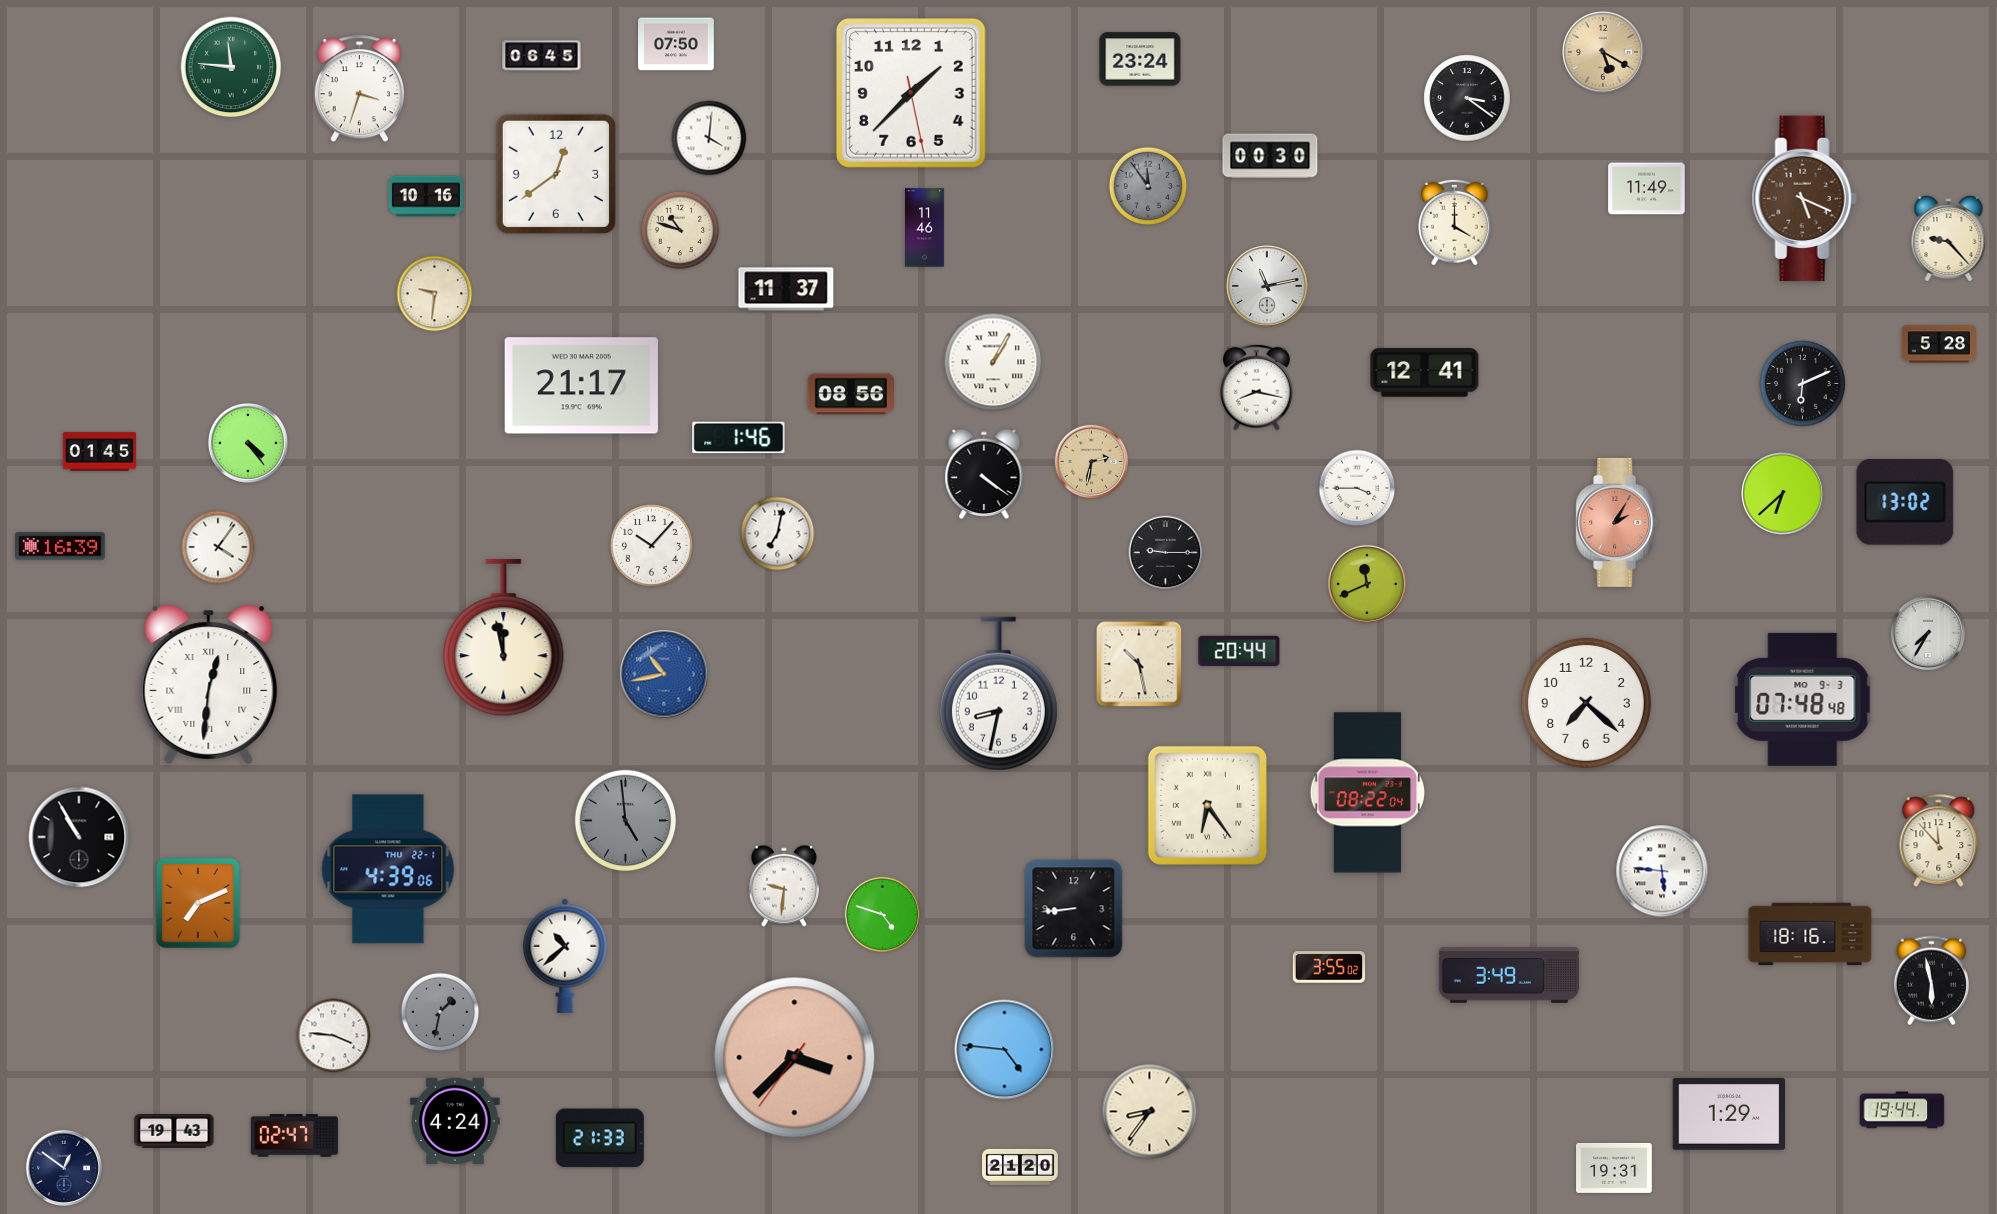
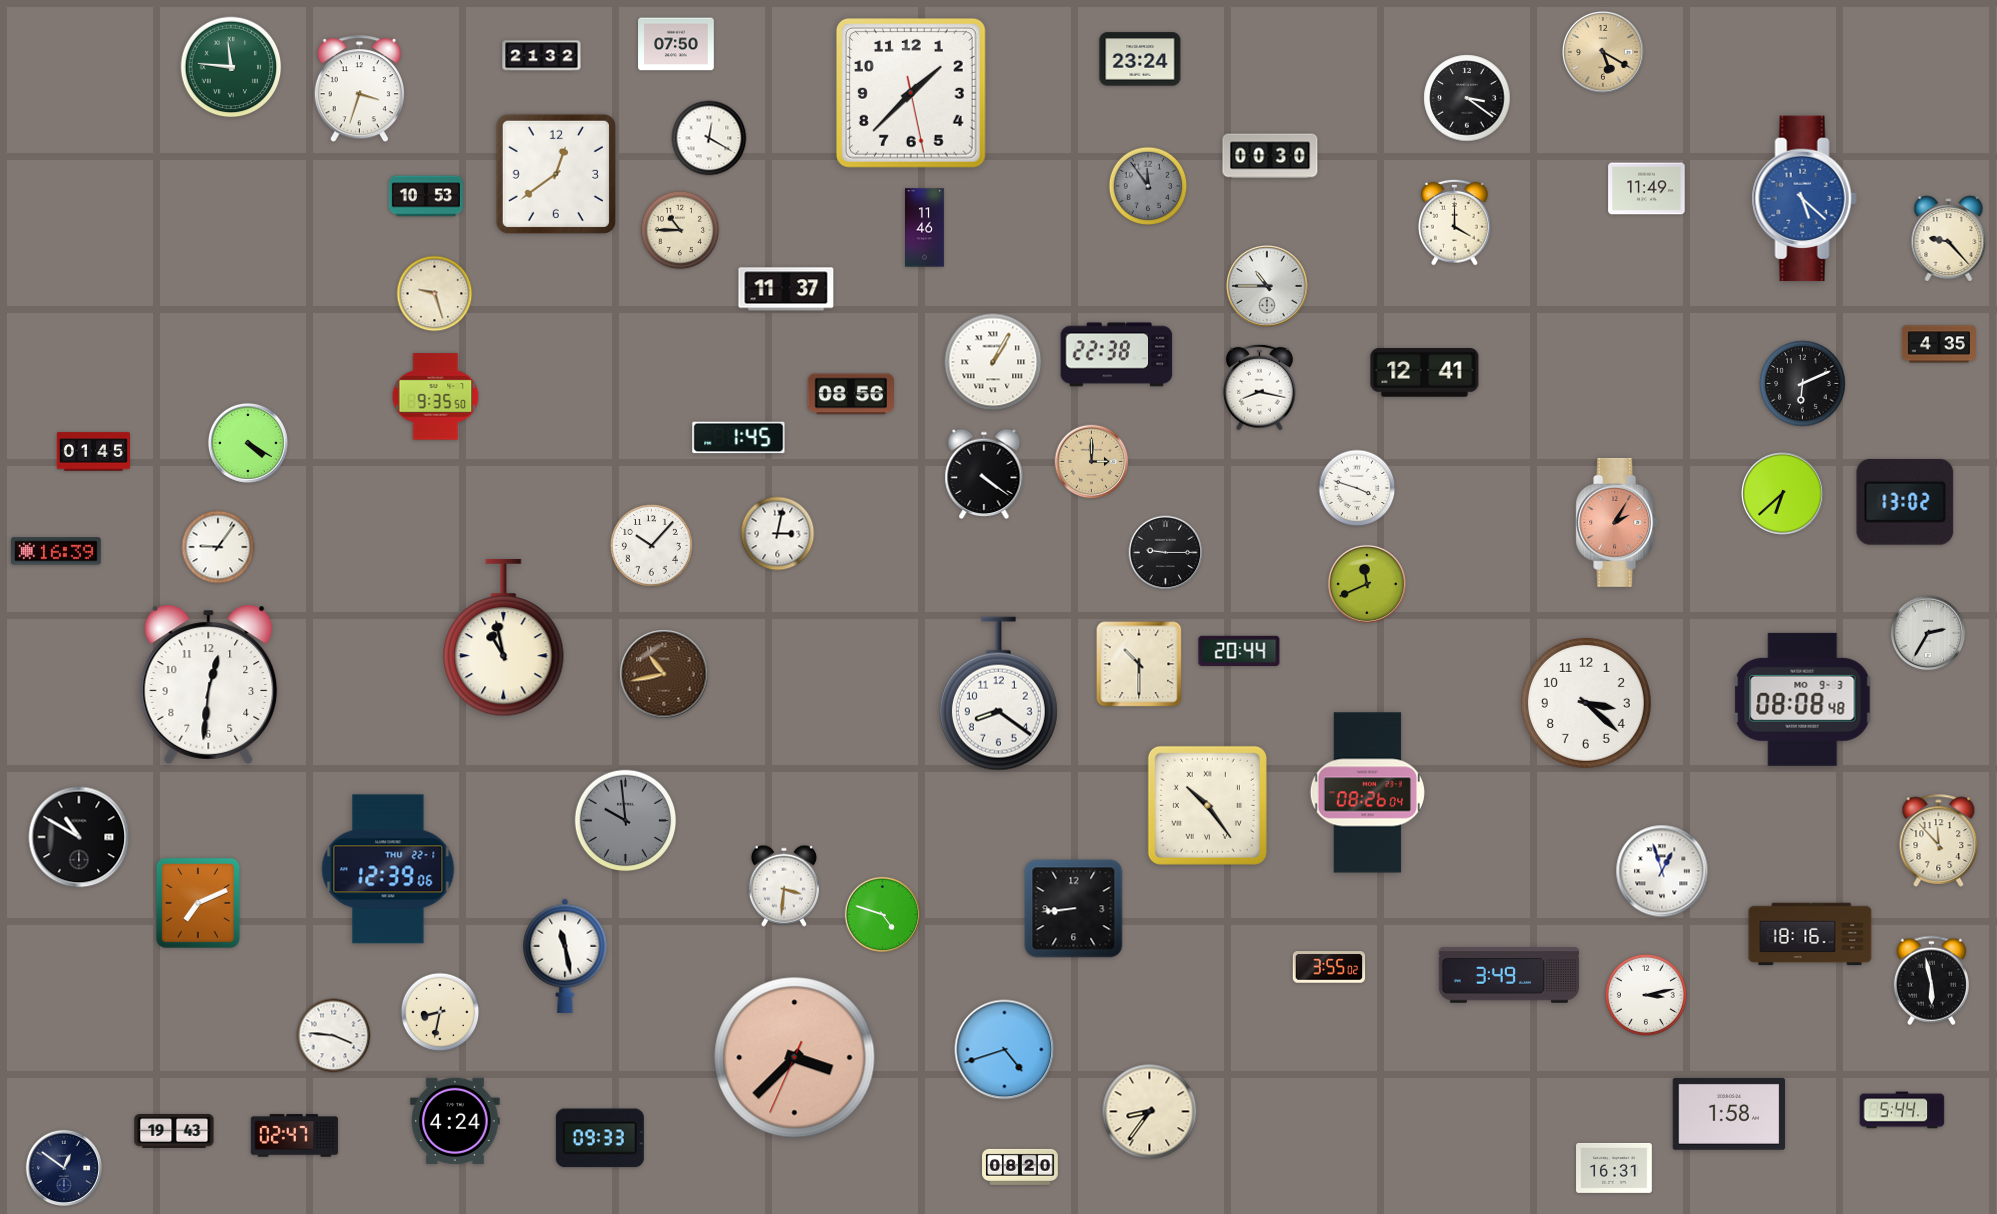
clock at (542, 56): 06:45 -> 21:32
clock at (709, 138): 4:01 -> 12:20
clock at (426, 196): 10:16 -> 10:53
clock at (1804, 199): 5:19 -> 5:22
clock at (1804, 199) dial: brown -> blue
clock at (680, 230): 10:48 -> 10:45
clock at (1268, 287): 11:13 -> 10:45
clock at (435, 294): 9:31 -> 9:27
clock at (1939, 344): 5:28 -> 4:35
clock at (1117, 355): none -> 22:38
clock at (581, 386): 21:17 -> none
clock at (1257, 387) position: (1257, 387) -> (1260, 387)
clock at (436, 397): none -> 9:35
clock at (739, 438): 1:46 -> 1:45
clock at (248, 443): 4:24 -> 4:20
clock at (99, 452) position: (99, 452) -> (93, 452)
clock at (1092, 462): 2:32 -> 3:00
clock at (1357, 488): 3:45 -> 3:48
clock at (778, 534): 7:02 -> 3:02
clock at (60, 546) position: (60, 546) -> (56, 551)
clock at (218, 547): 4:06 -> 9:06
clock at (1928, 633): 7:35 -> 2:35
clock at (504, 638): 11:58 -> 10:58
clock at (1139, 664): 10:28 -> 10:30
clock at (664, 674) dial: blue -> brown
clock at (209, 684) numerals: Roman -> Arabic
clock at (998, 694): 8:32 -> 8:21
clock at (1803, 699): 07:48 -> 08:08
clock at (1586, 703): 7:22 -> 3:22
clock at (1367, 793): 08:22 -> 08:26
clock at (1207, 805): 6:24 -> 10:24
clock at (626, 821): 4:59 -> 9:59
clock at (79, 837): 10:55 -> 10:50
clock at (388, 869): 4:39 -> 12:39
clock at (1662, 871): 5:46 -> 12:57
clock at (784, 886): 9:31 -> 3:31
clock at (565, 956): 10:38 -> 11:28
clock at (1646, 995): none -> 3:13
clock at (440, 1012): 1:32 -> 8:32
clock at (440, 1012) dial: grey -> cream
clock at (1005, 1050): 4:46 -> 4:42
clock at (795, 1058): 3:37:36 -> 3:37:34
clock at (1902, 1110): 19:44 -> 5:44
clock at (1729, 1115): 1:29 -> 1:58
clock at (600, 1138): 21:33 -> 09:33
clock at (1020, 1167): 21:20 -> 08:20
clock at (1614, 1168): 19:31 -> 16:31
